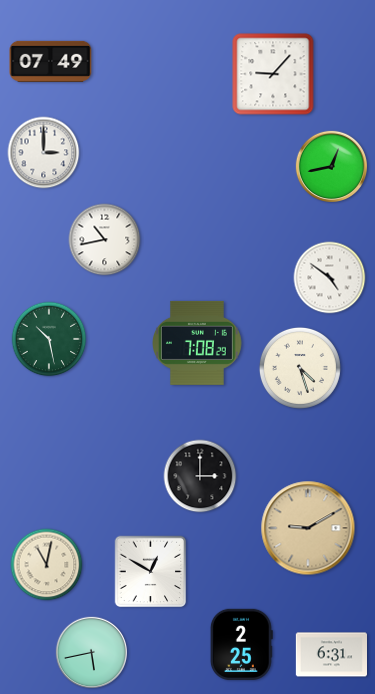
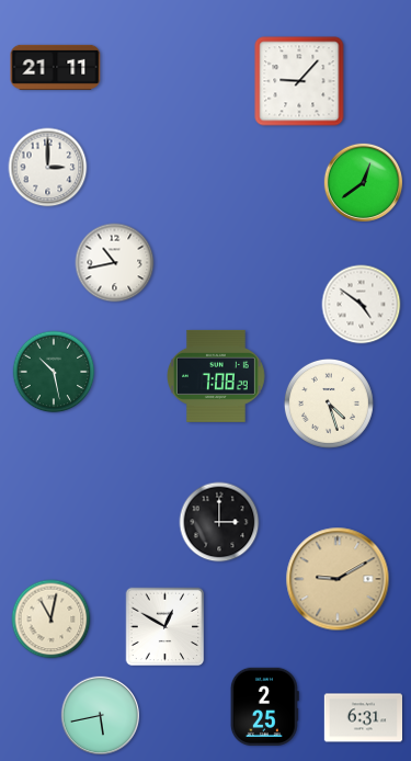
clock at (51, 61): 07:49 -> 21:11
clock at (331, 166): 12:43 -> 12:39
